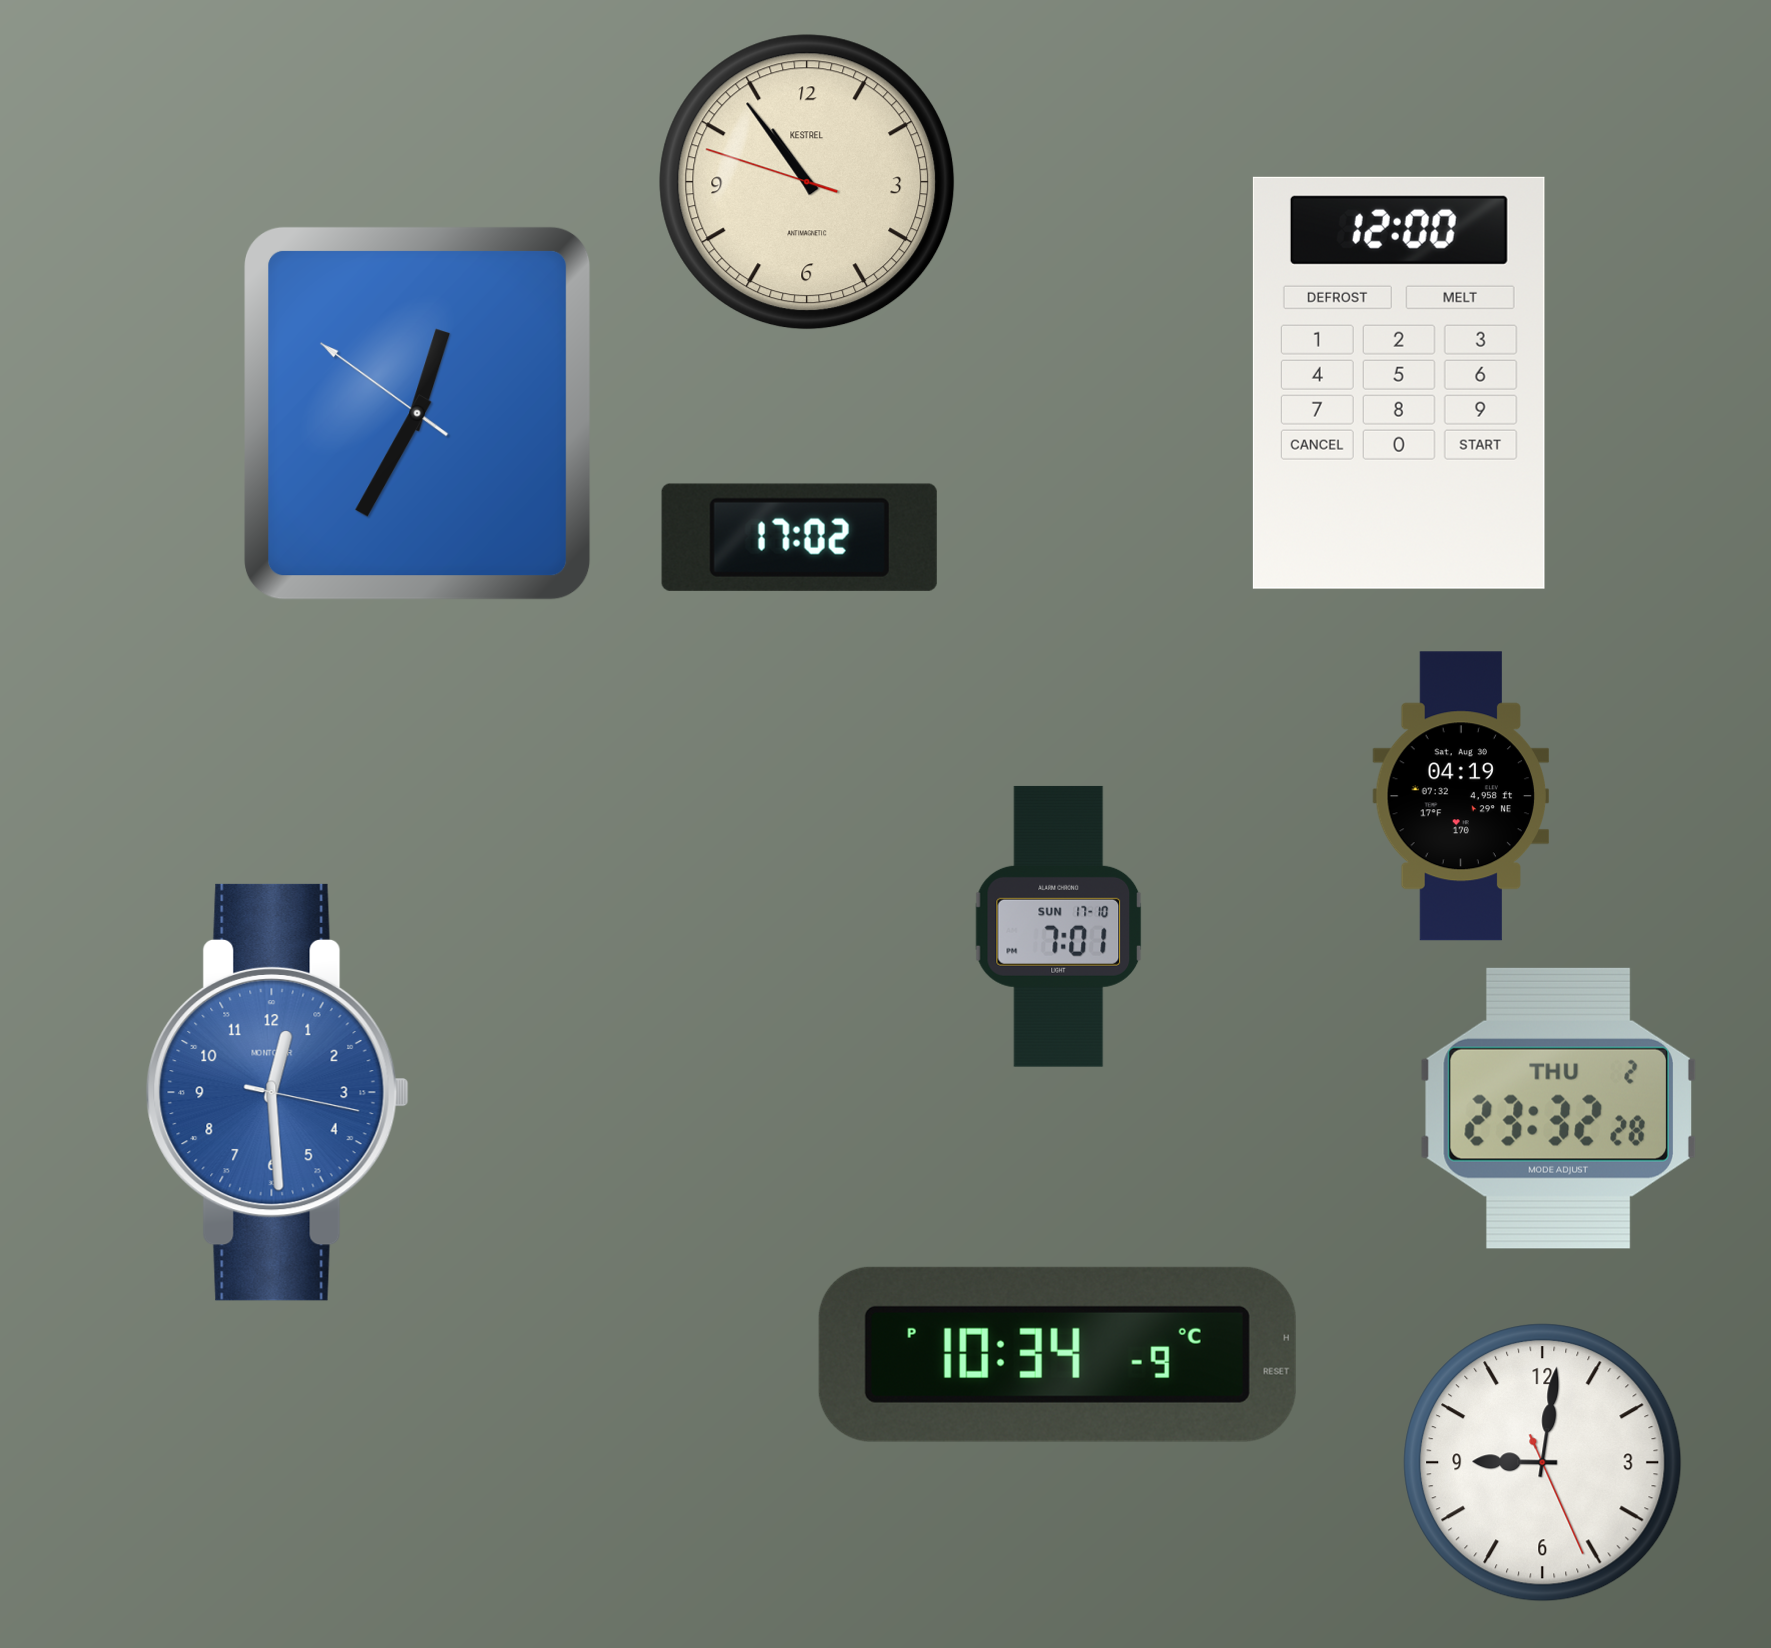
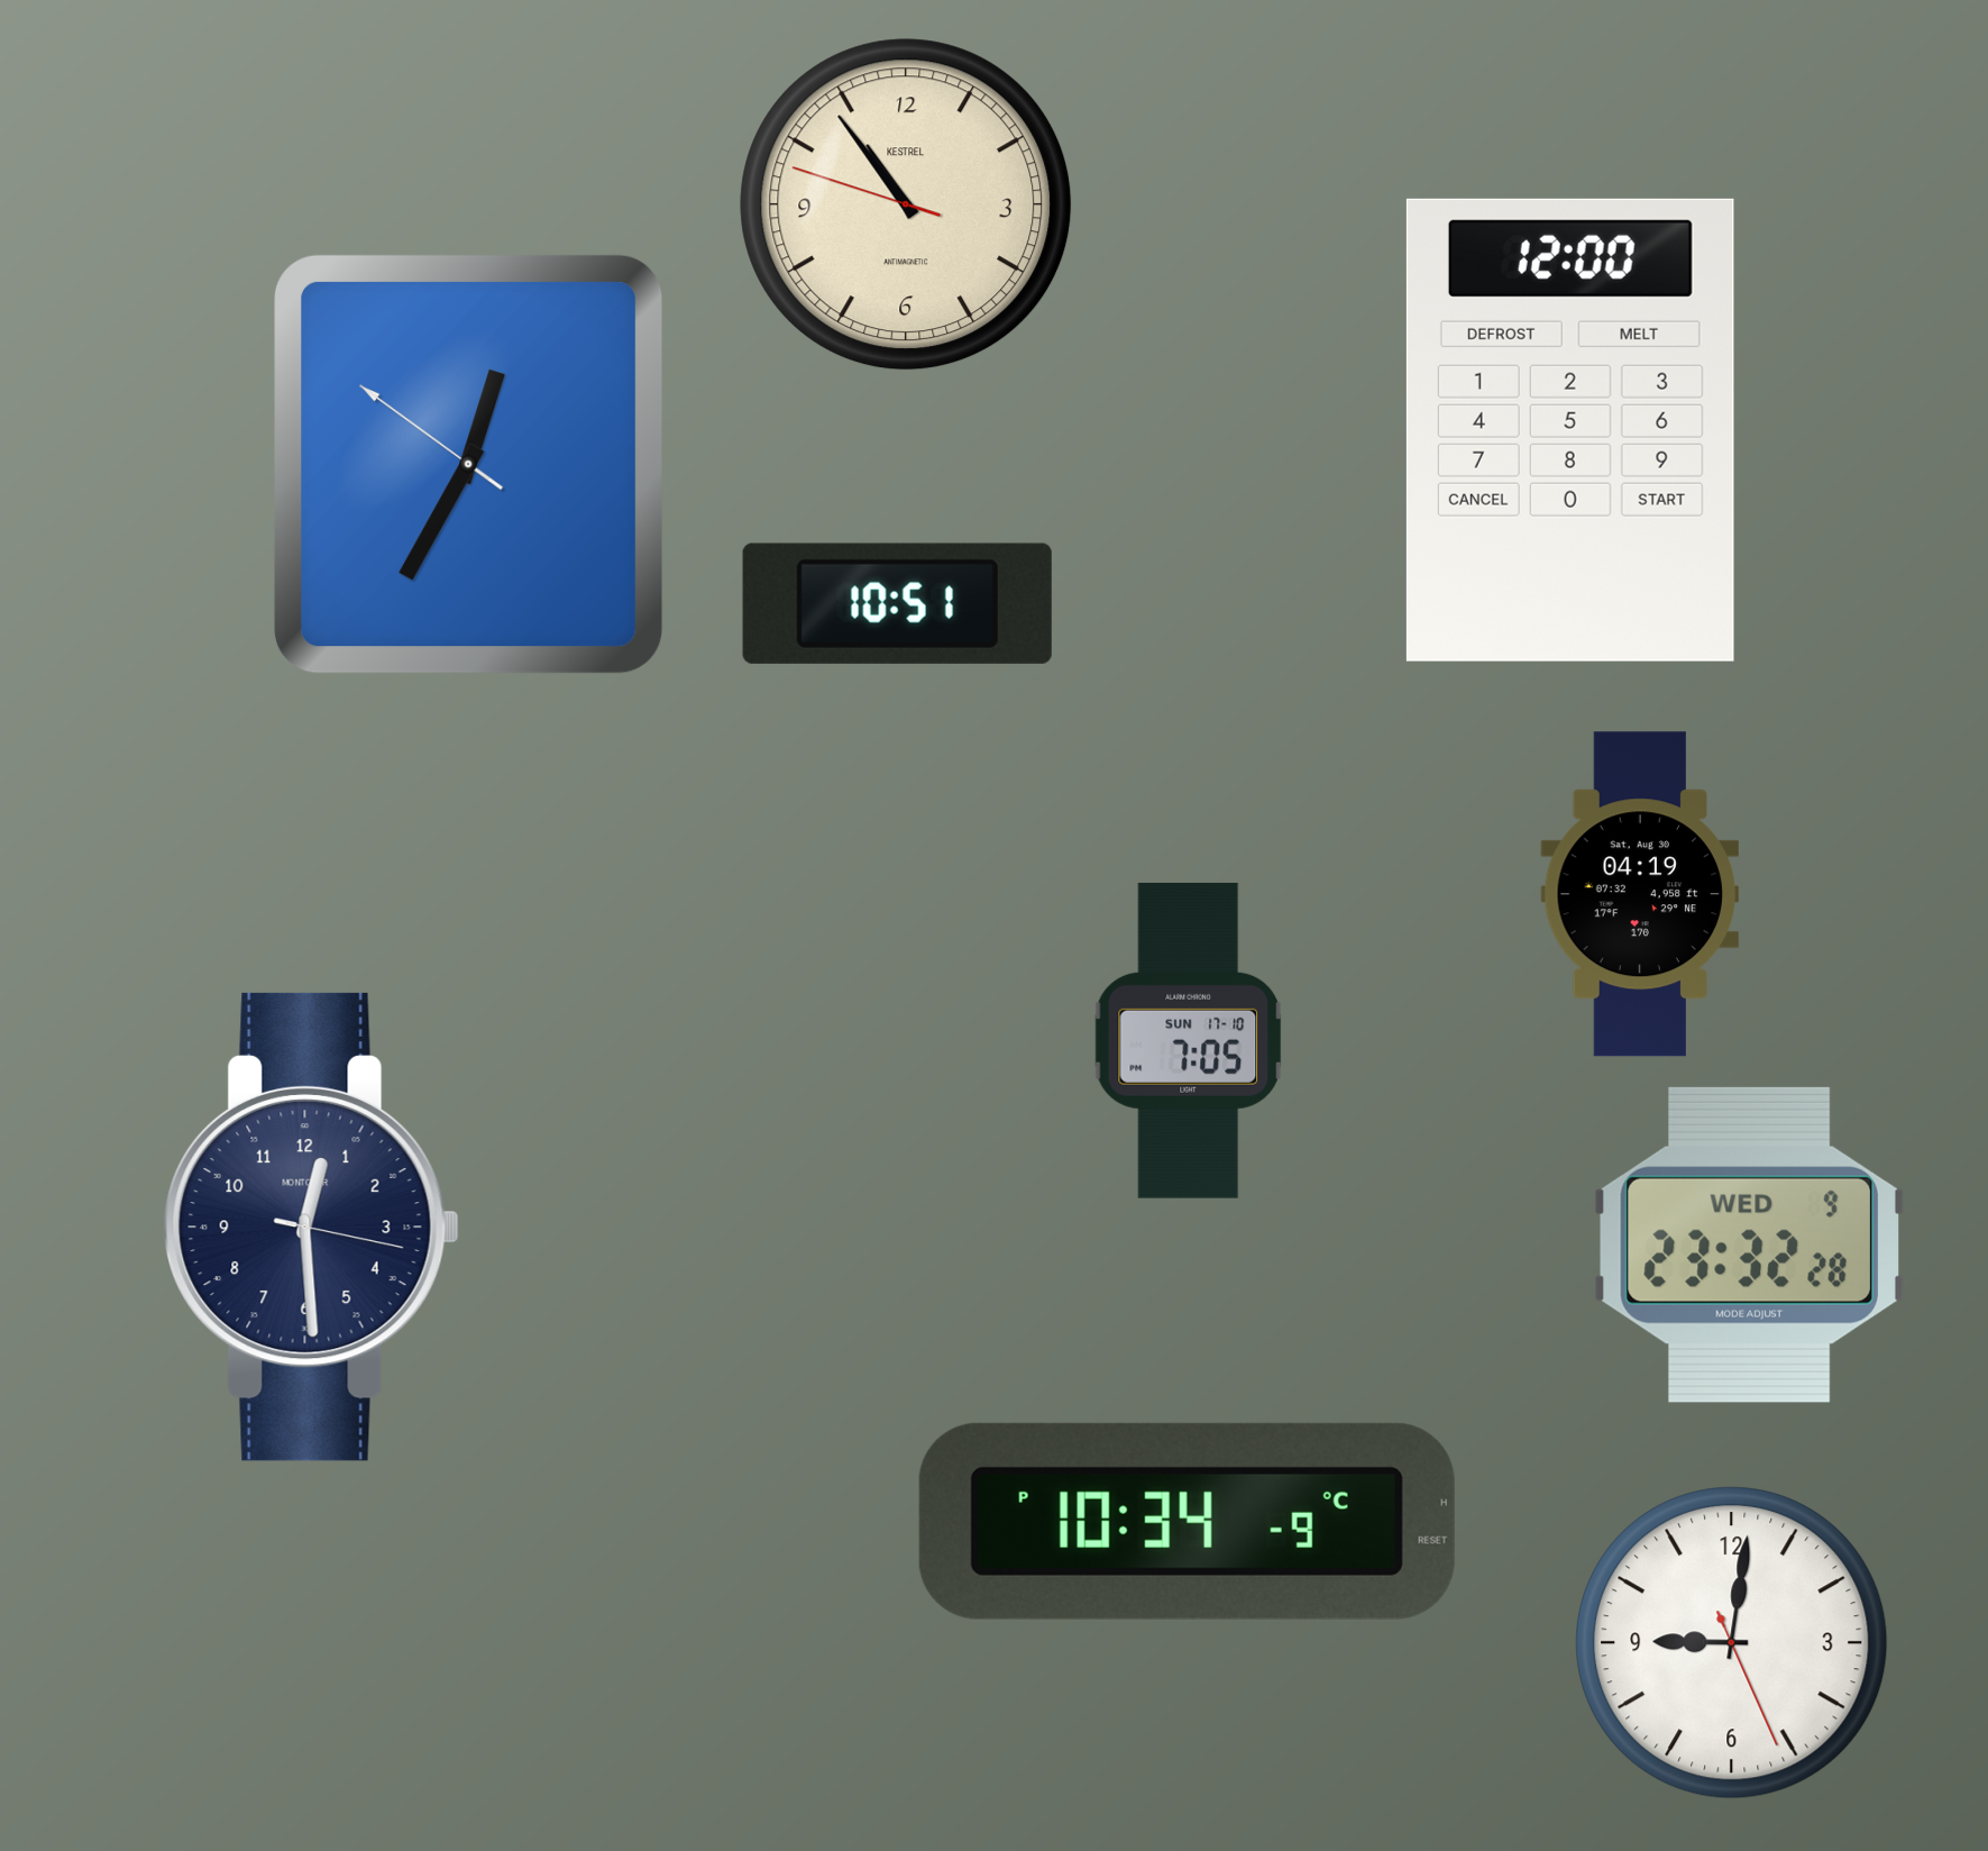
clock at (799, 537): 17:02 -> 10:51
clock at (1059, 926): 7:01 -> 7:05
clock at (277, 1092) dial: blue -> navy
clock at (1558, 1108) date: THU 2 -> WED 9
